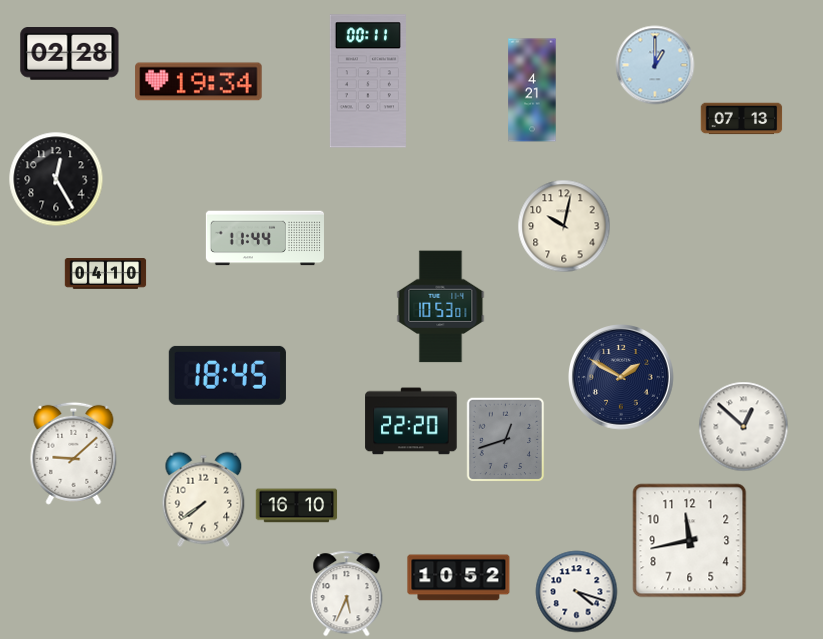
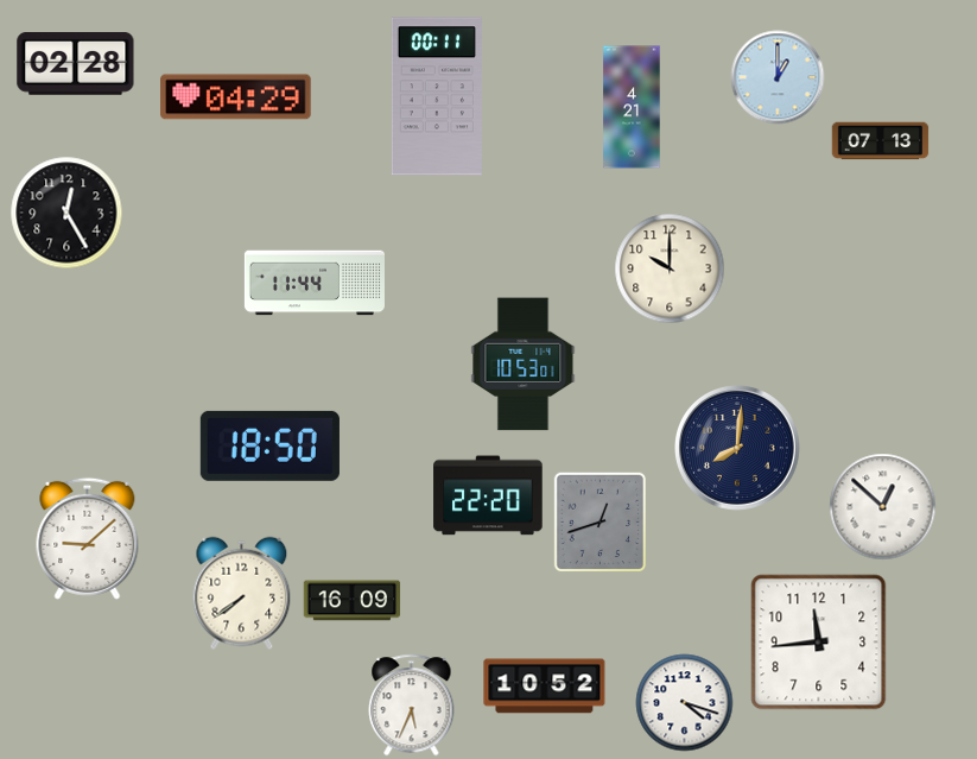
clock at (70, 54) position: (70, 54) -> (76, 64)
clock at (199, 82): 19:34 -> 04:29
clock at (564, 226): 10:02 -> 10:00
clock at (106, 274): 04:10 -> none
clock at (227, 375): 18:45 -> 18:50
clock at (622, 378): 1:50 -> 8:01
clock at (411, 421) position: (411, 421) -> (488, 495)
clock at (297, 506): 16:10 -> 16:09
clock at (690, 541): 11:43 -> 11:44
